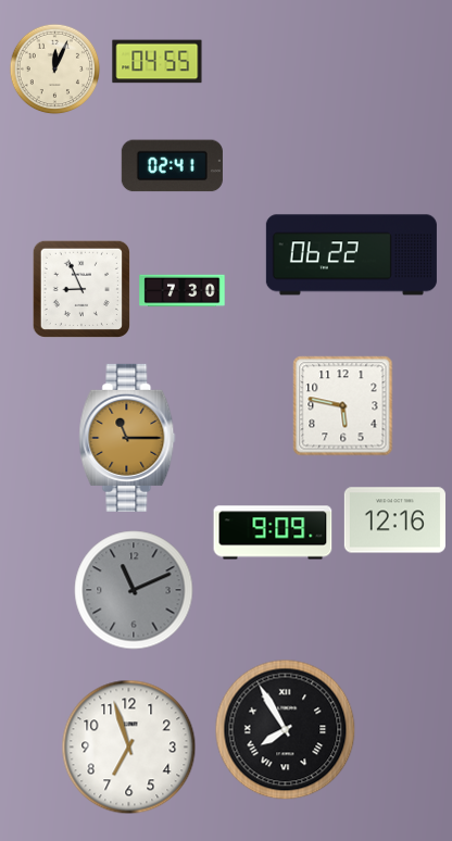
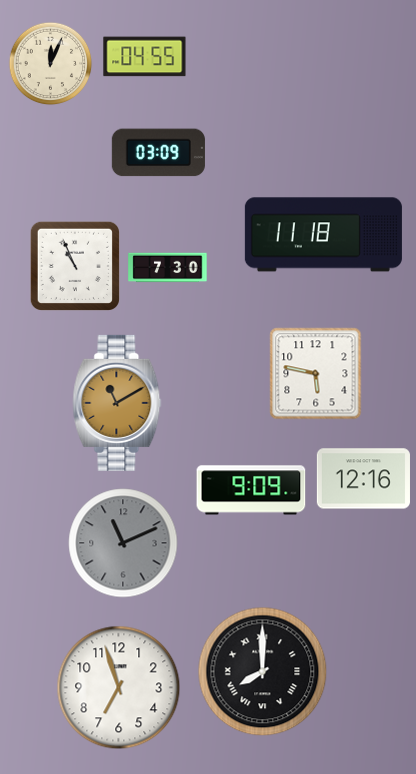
clock at (172, 166): 02:41 -> 03:09
clock at (351, 255): 06:22 -> 11:18
clock at (80, 288): 8:56 -> 10:56
clock at (127, 438): 11:15 -> 11:10
clock at (286, 730): 7:55 -> 8:00
